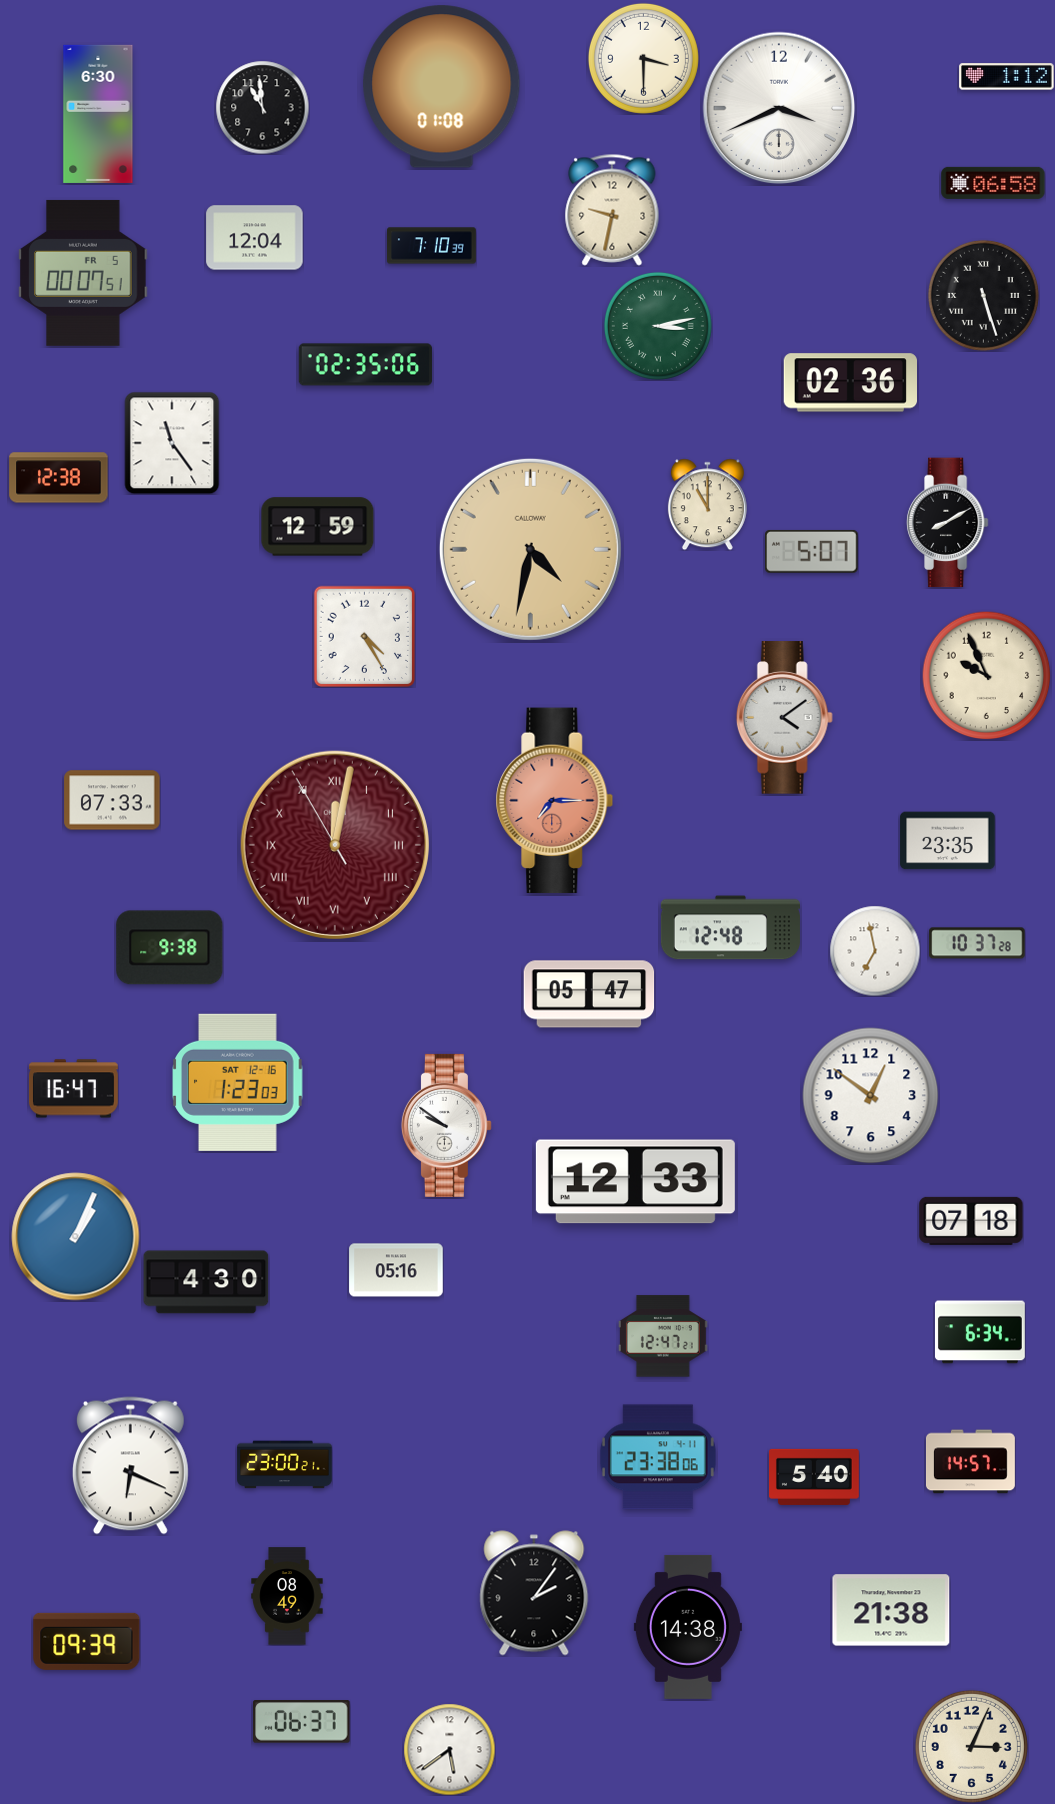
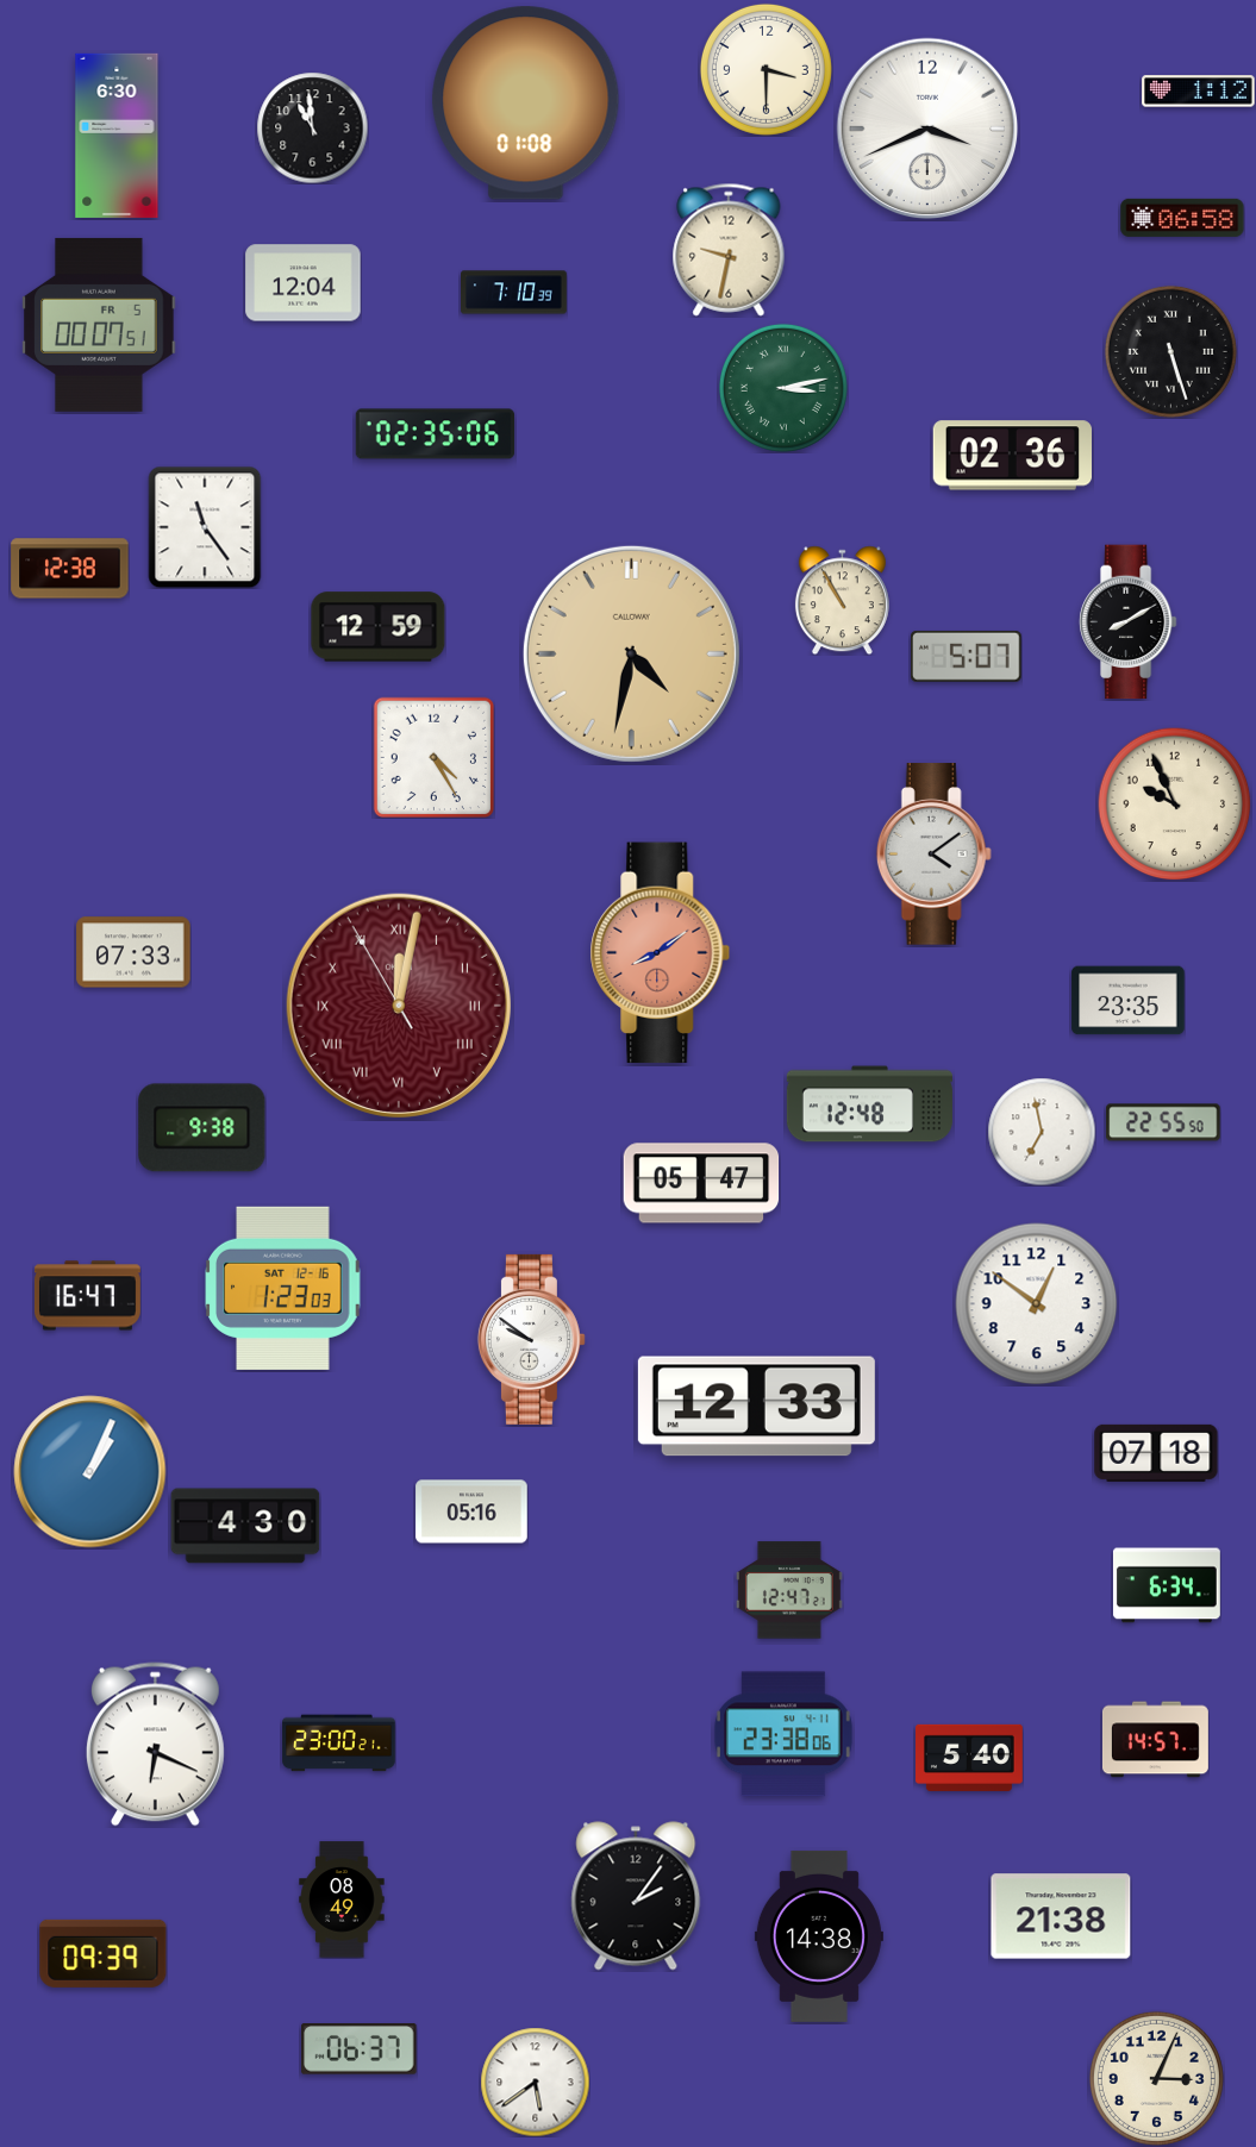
clock at (707, 504): 11:00 -> 10:55
clock at (555, 801): 7:15 -> 8:09
clock at (977, 943): 10:37 -> 22:55
